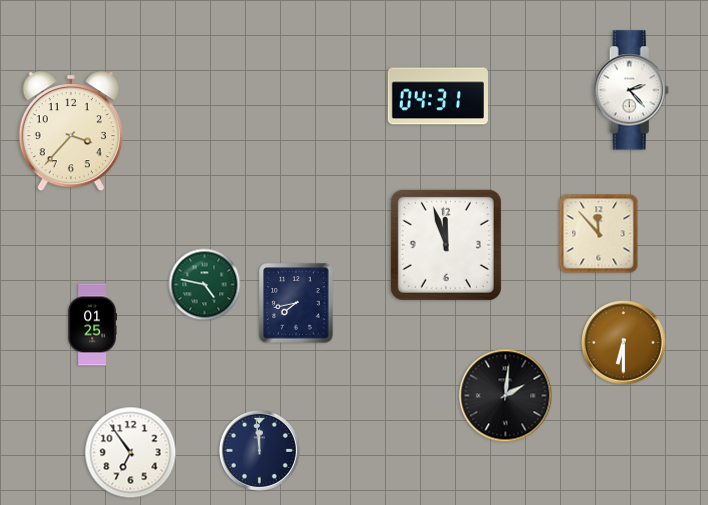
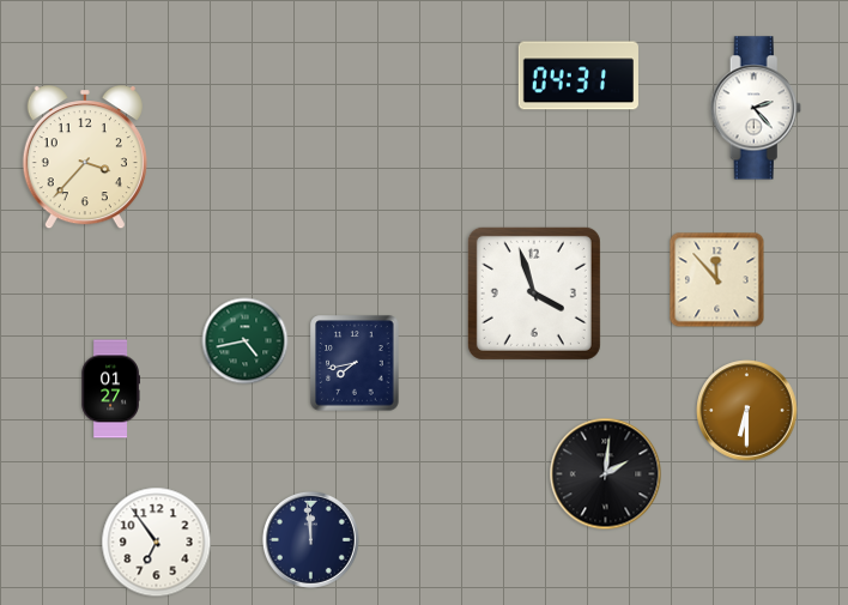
clock at (437, 96) position: (437, 96) -> (577, 75)
clock at (446, 245): 11:57 -> 3:57
clock at (205, 285): 4:47 -> 4:43
clock at (92, 325): 01:25 -> 01:27
